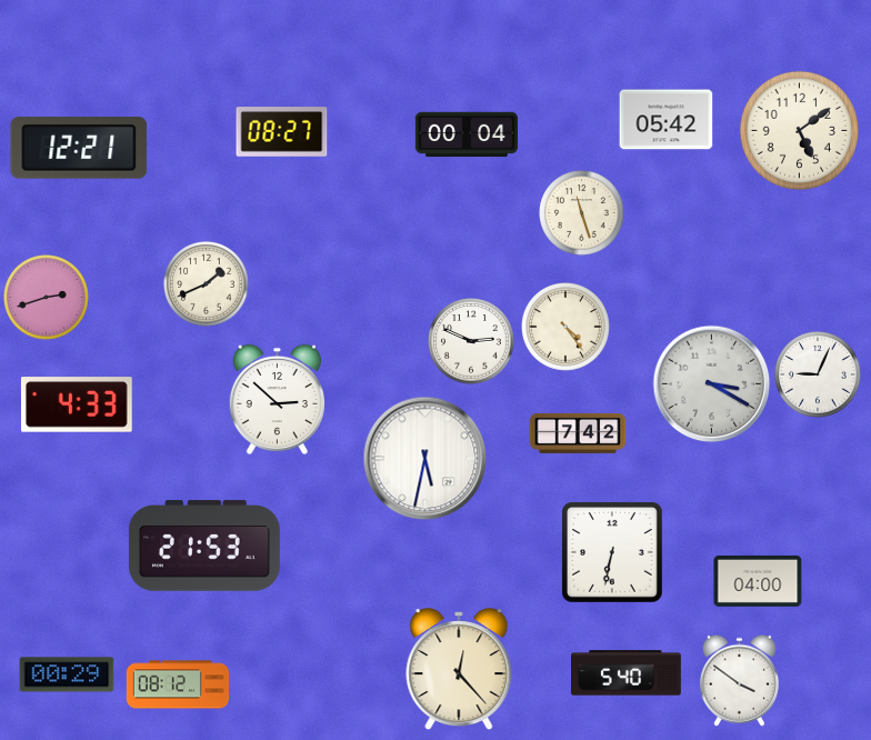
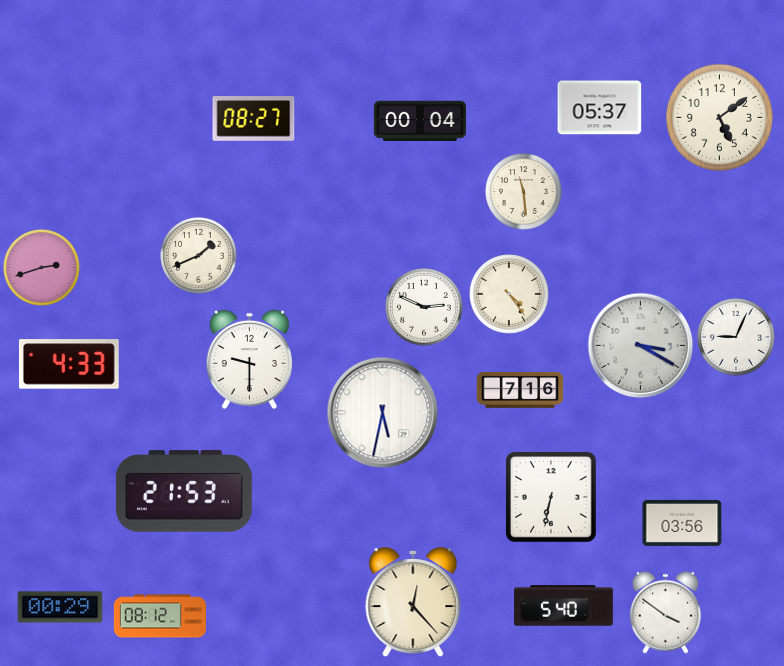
clock at (667, 120): 05:42 -> 05:37
clock at (79, 149): 12:21 -> none
clock at (582, 213): 11:27 -> 11:29
clock at (207, 284) position: (207, 284) -> (199, 256)
clock at (277, 400): 2:52 -> 9:30
clock at (578, 433): 7:42 -> 7:16
clock at (758, 581): 04:00 -> 03:56
